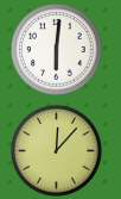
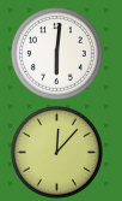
clock at (56, 49) position: (56, 49) -> (56, 53)
